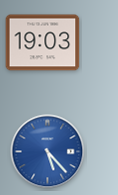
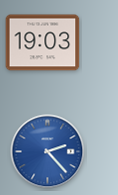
clock at (48, 152): 5:23 -> 2:23
